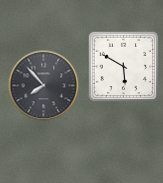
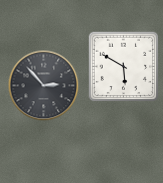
clock at (44, 86): 7:53 -> 2:53
